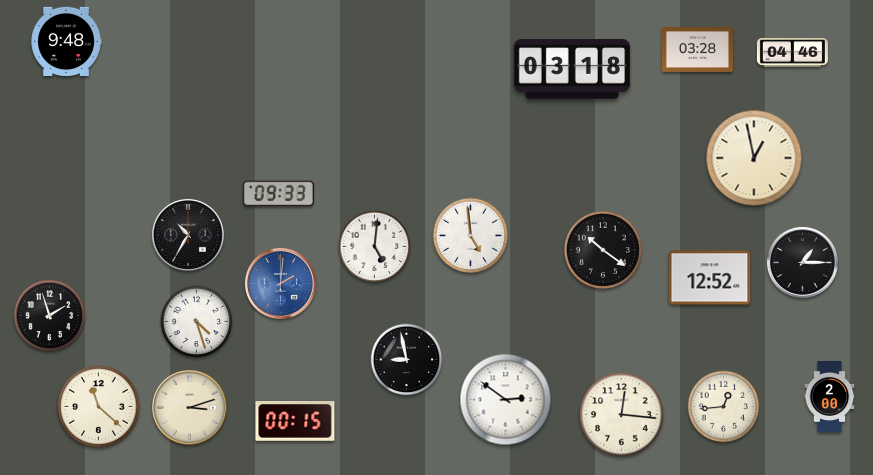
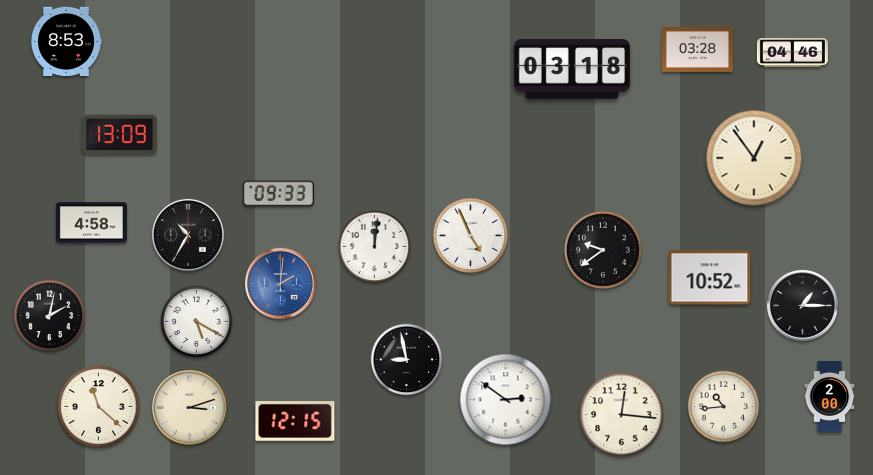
clock at (66, 41): 9:48 -> 8:53
clock at (120, 135): none -> 13:09
clock at (754, 158): 12:58 -> 12:54
clock at (91, 223): none -> 4:58
clock at (470, 235): 4:59 -> 4:56
clock at (375, 247): 5:01 -> 12:01
clock at (603, 250): 10:21 -> 9:39
clock at (802, 262) position: (802, 262) -> (802, 305)
clock at (710, 278): 12:52 -> 10:52
clock at (50, 316): 1:57 -> 2:02
clock at (197, 322): 4:27 -> 5:20
clock at (724, 407): 12:44 -> 10:44
clock at (295, 422): 00:15 -> 12:15
